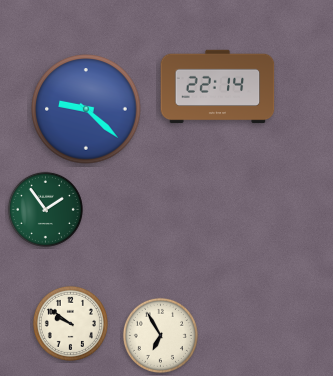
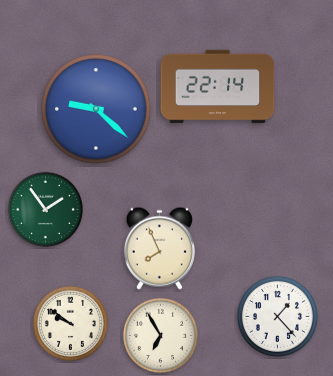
clock at (86, 109) position: (86, 109) -> (96, 109)
clock at (159, 248): none -> 7:56
clock at (277, 316): none -> 1:23
